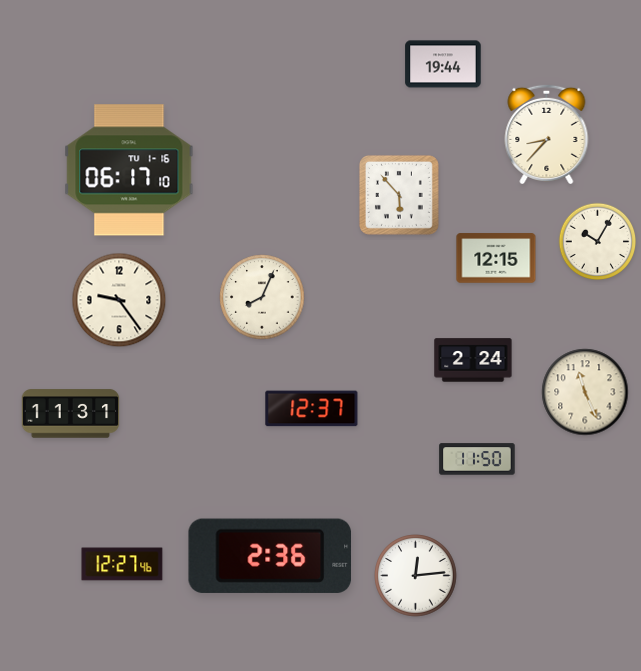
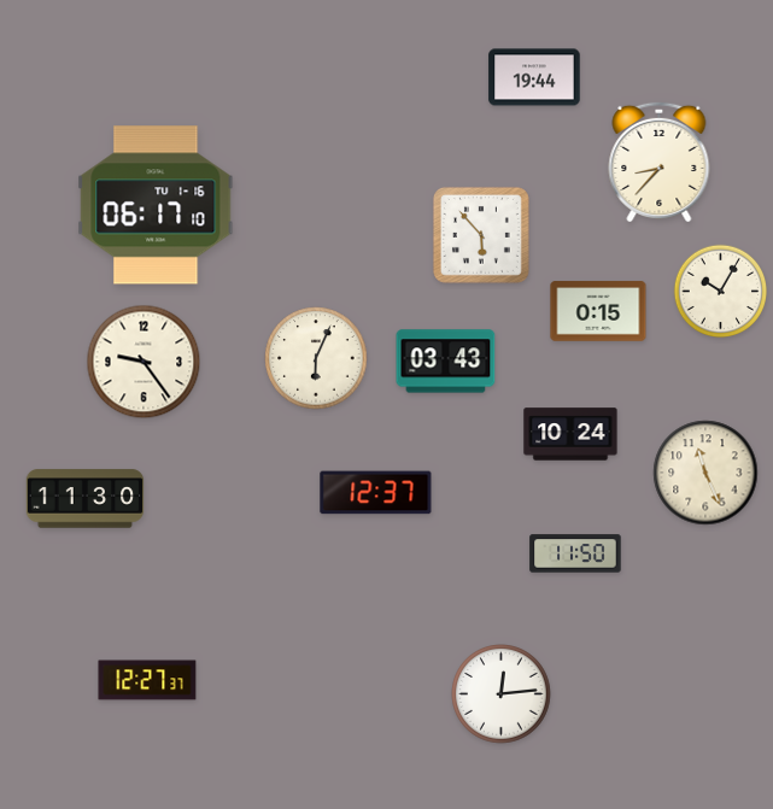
clock at (496, 258): 12:15 -> 0:15
clock at (262, 297): 8:04 -> 6:04
clock at (446, 362): none -> 03:43
clock at (473, 360): 2:24 -> 10:24
clock at (71, 414): 11:31 -> 11:30
clock at (269, 556): 2:36 -> none
clock at (122, 564): 12:27:46 -> 12:27:37
